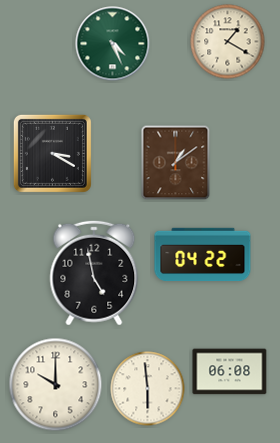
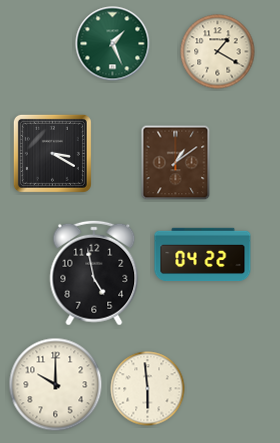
clock at (228, 42) position: (228, 42) -> (218, 52)
clock at (113, 44): 4:26 -> 1:26
clock at (230, 372): 06:08 -> none
